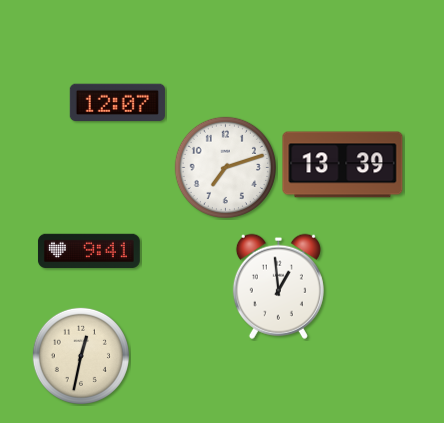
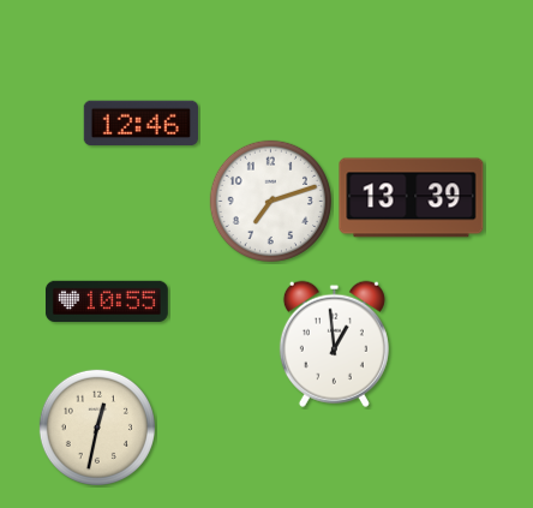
clock at (117, 103): 12:07 -> 12:46
clock at (89, 251): 9:41 -> 10:55
